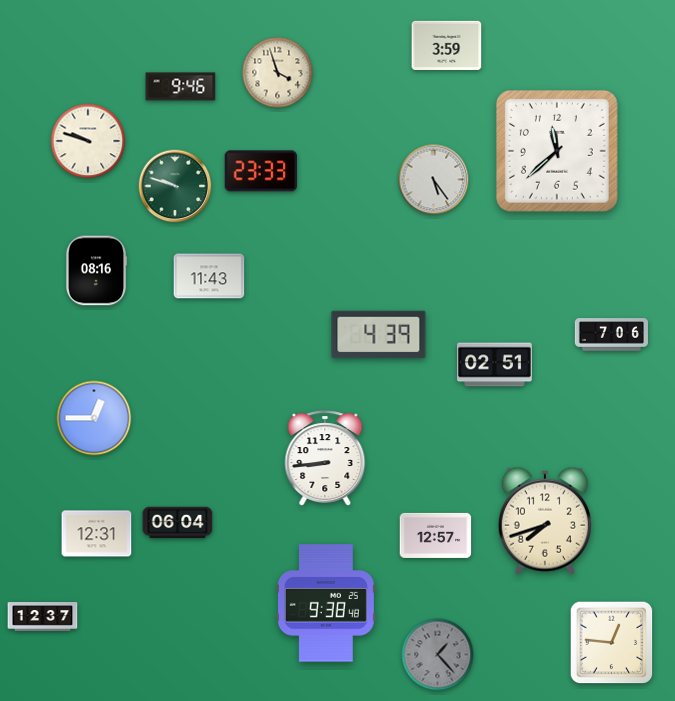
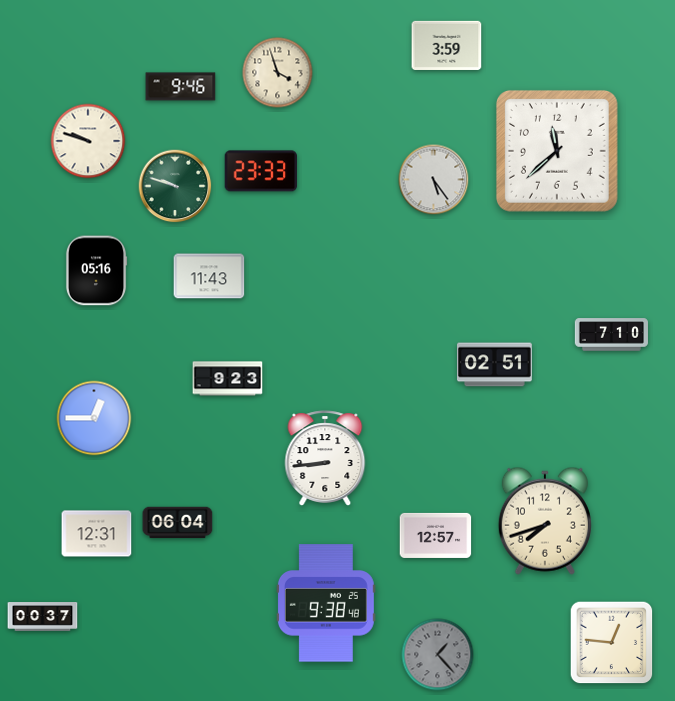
clock at (96, 271): 08:16 -> 05:16
clock at (379, 335): 4:39 -> none
clock at (611, 335): 7:06 -> 7:10
clock at (228, 379): none -> 9:23
clock at (43, 617): 12:37 -> 00:37
